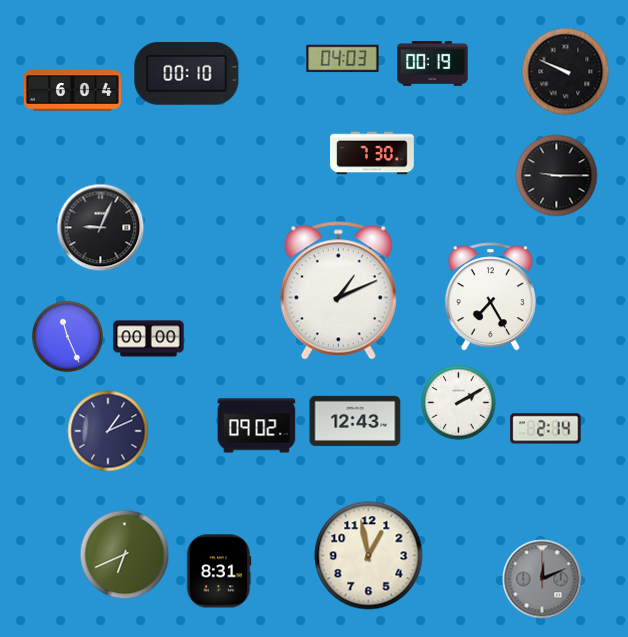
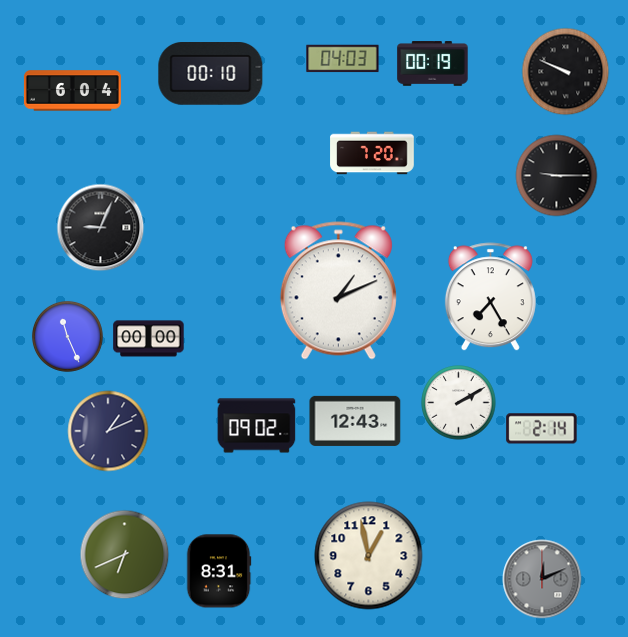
clock at (187, 74) position: (187, 74) -> (211, 74)
clock at (372, 153): 7:30 -> 7:20
clock at (546, 429) position: (546, 429) -> (542, 429)
